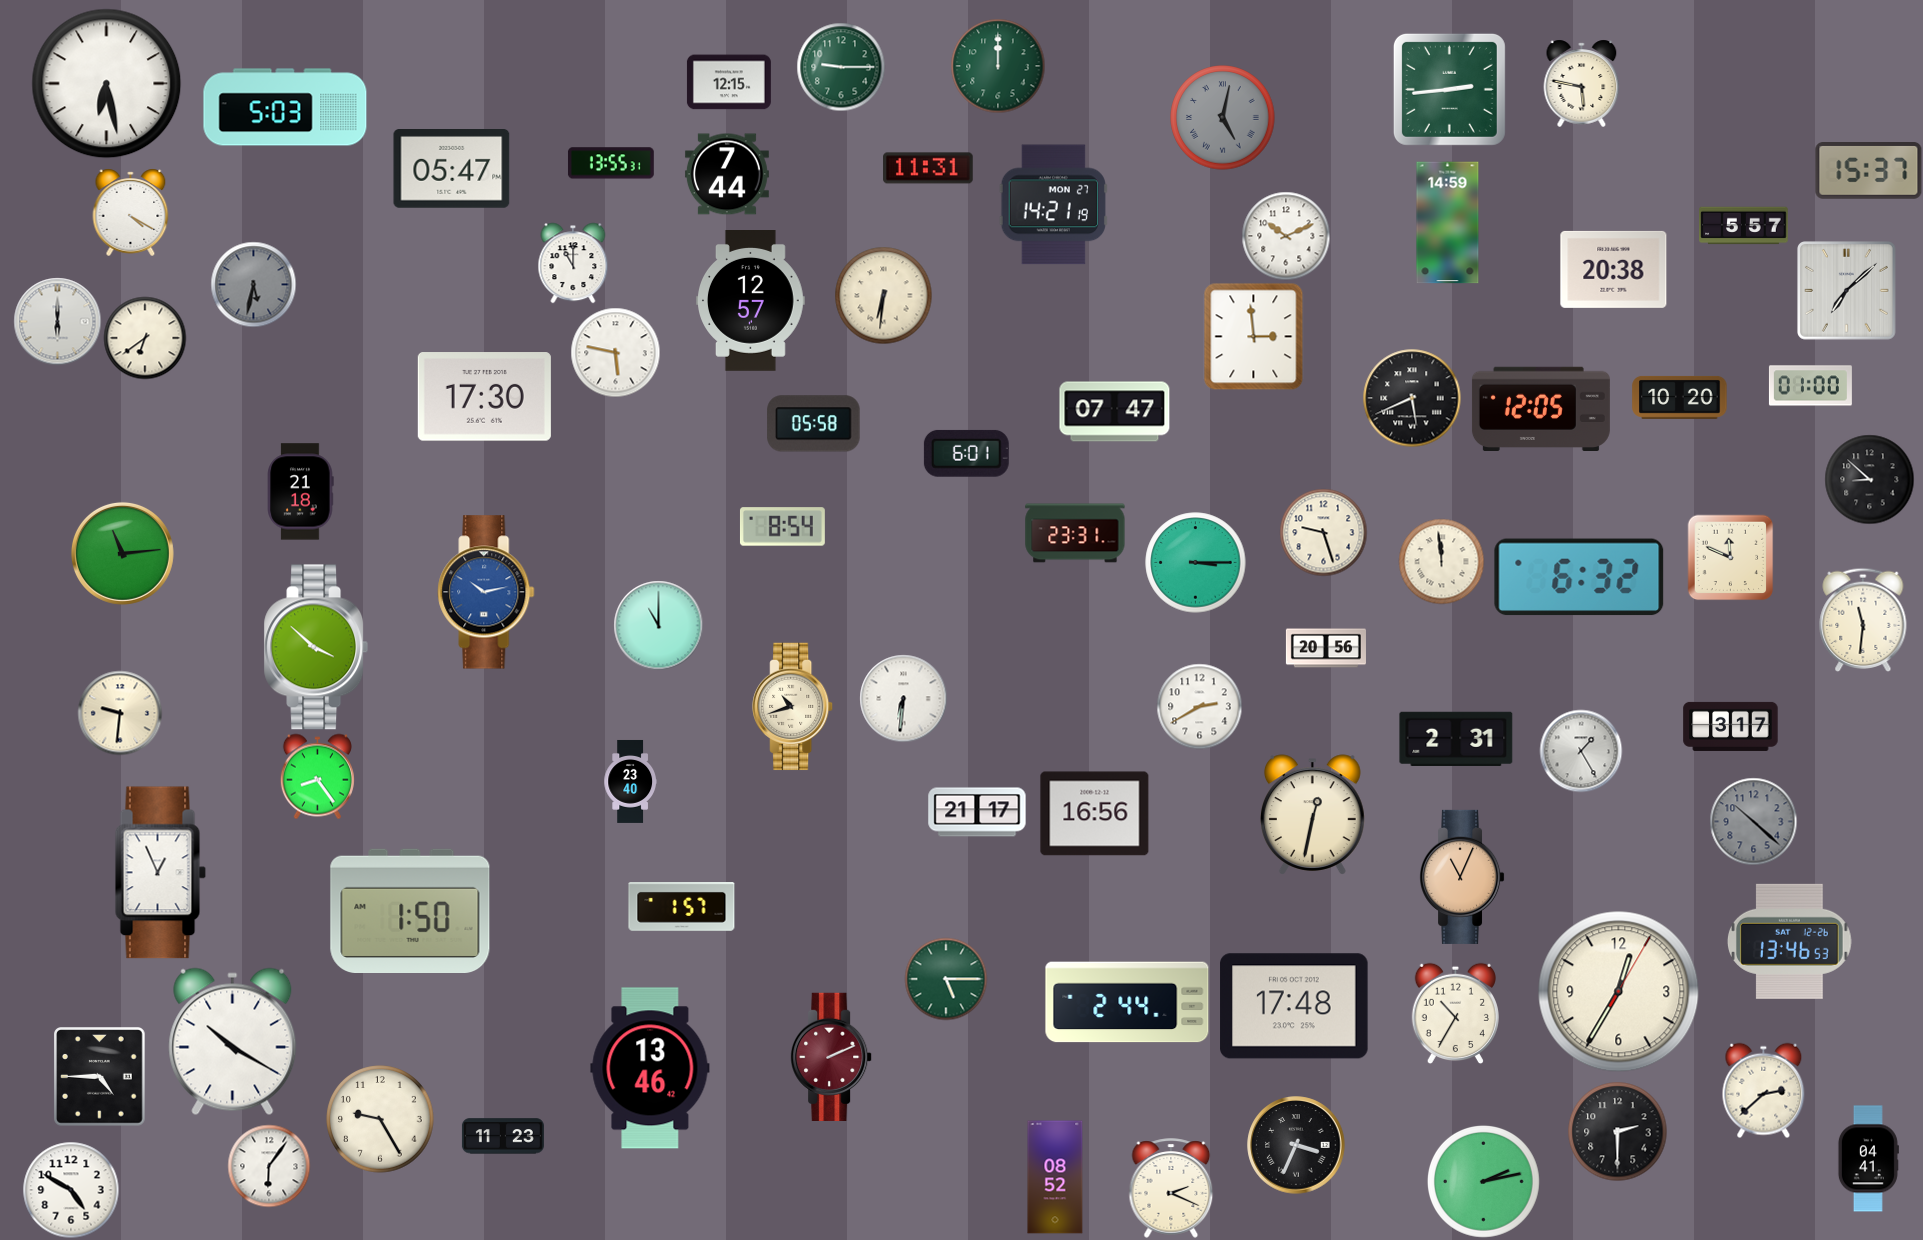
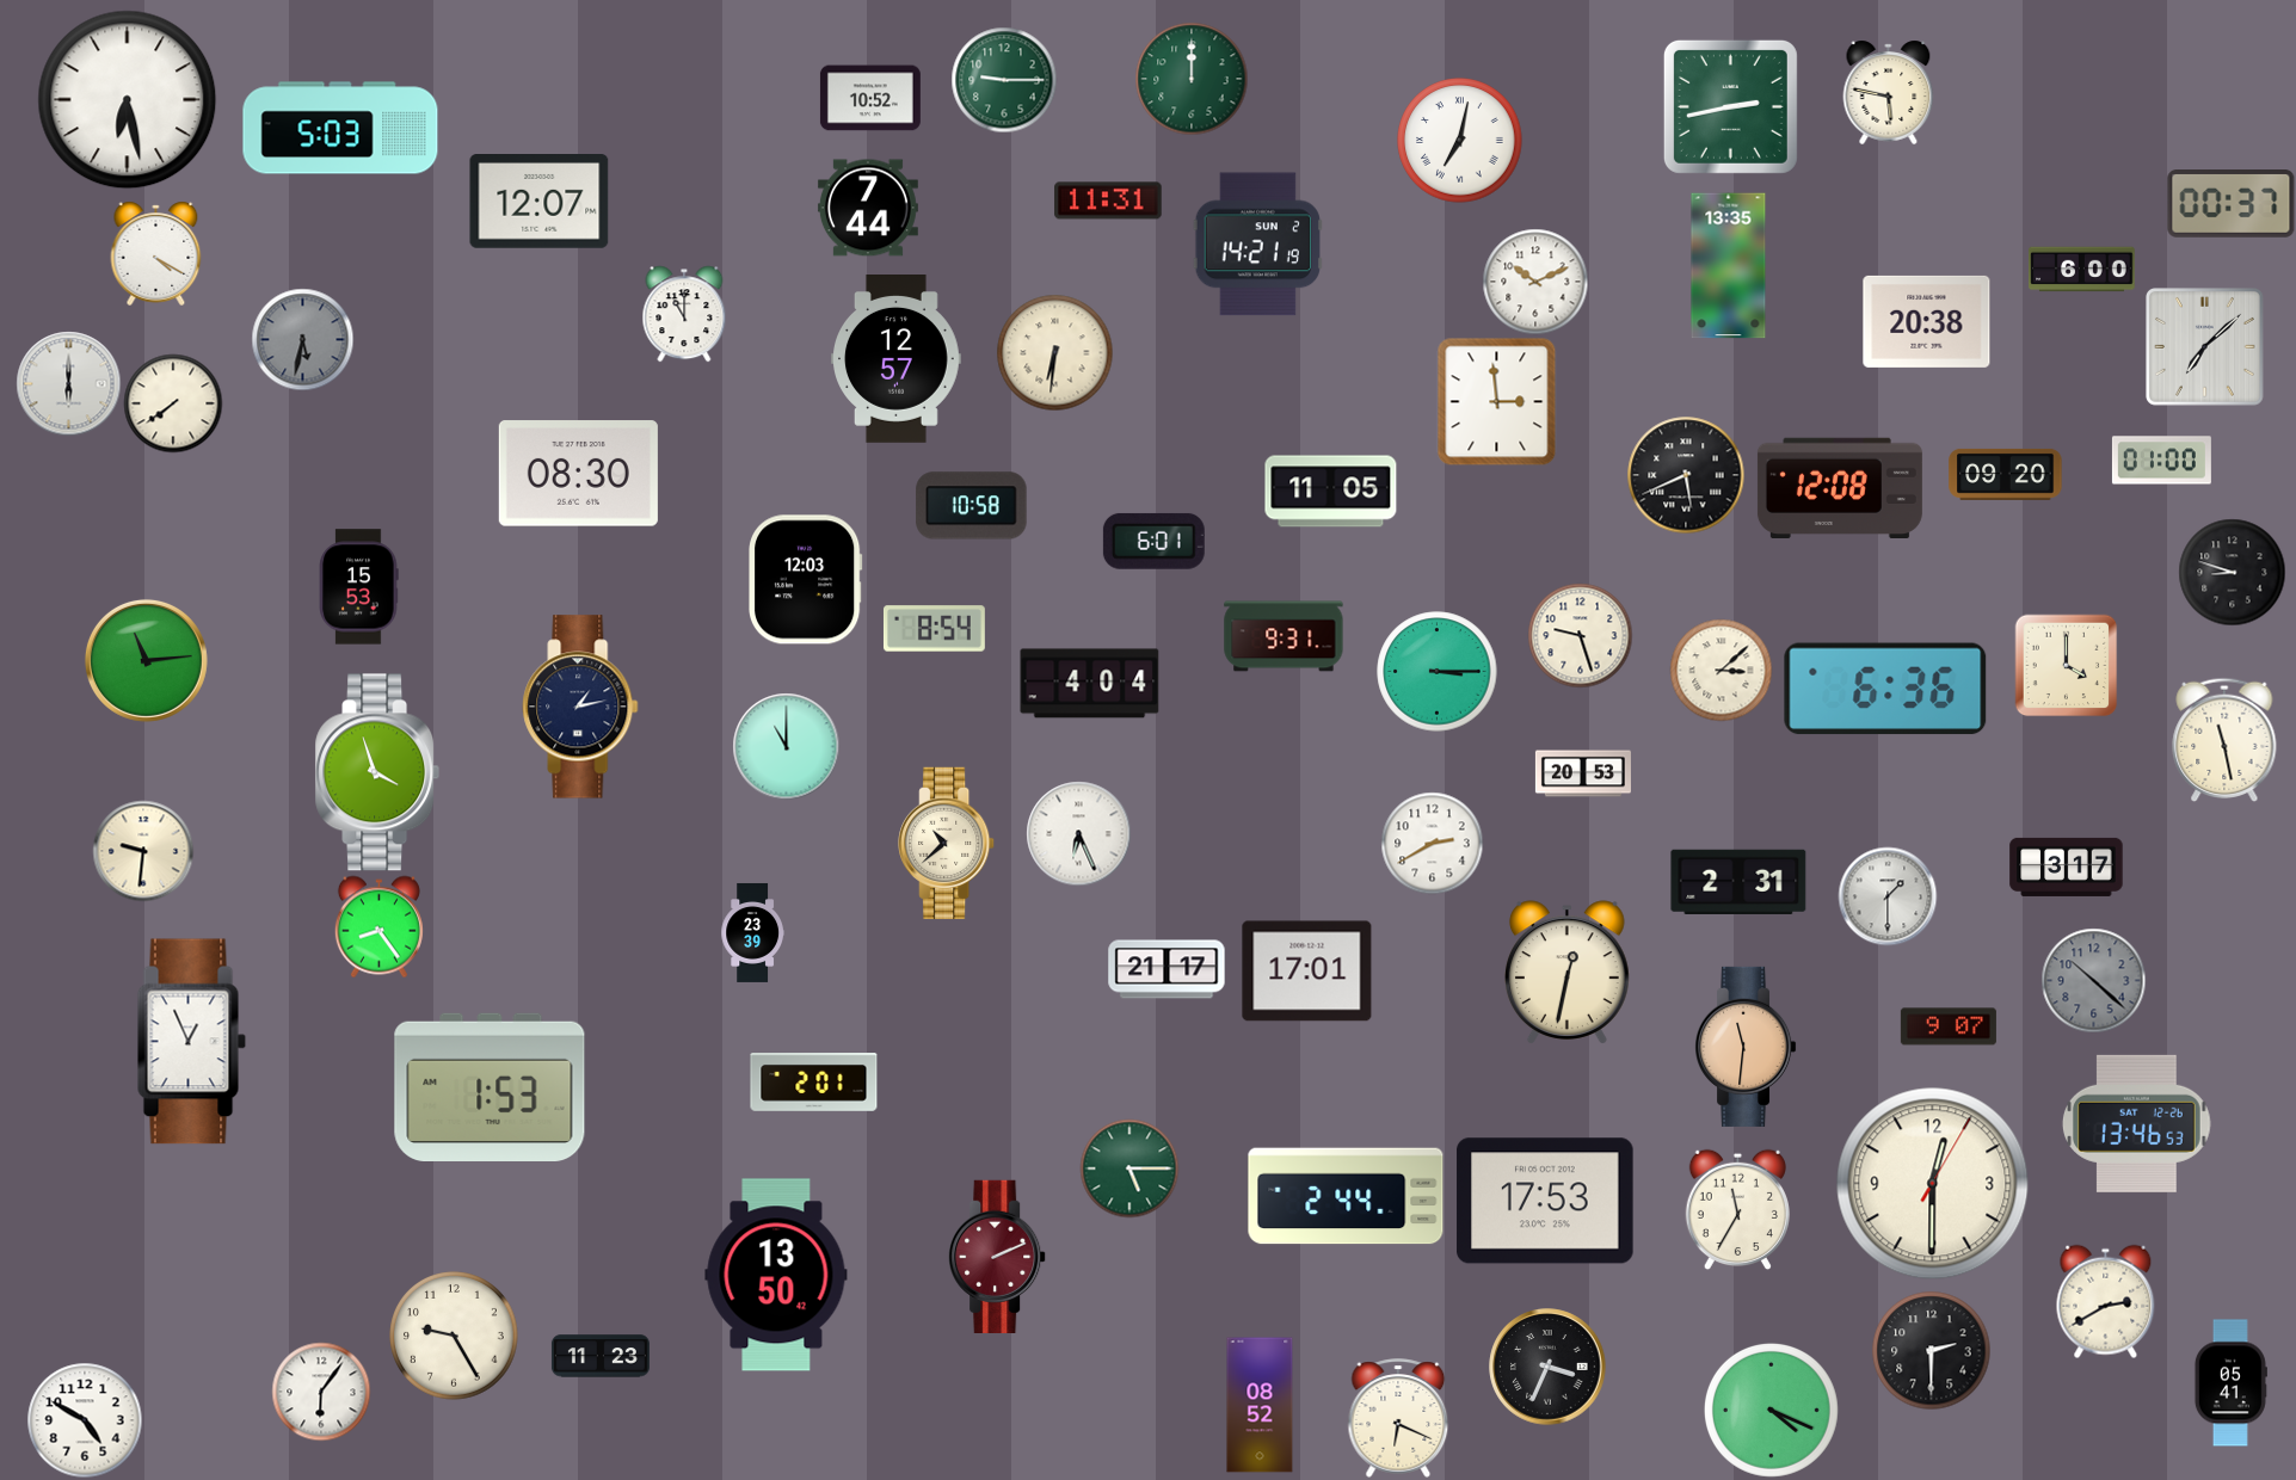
clock at (729, 82): 12:15 -> 10:52
clock at (1582, 83) position: (1582, 83) -> (1889, 92)
clock at (1449, 89): 2:44 -> 2:43
clock at (1223, 118): 5:02 -> 7:02
clock at (1223, 118) dial: grey -> white
clock at (611, 163): 13:55 -> none
clock at (452, 169): 05:47 -> 12:07
clock at (1869, 171): 15:37 -> 00:37
clock at (1053, 205) date: MON 27 -> SUN 2
clock at (1448, 223): 14:59 -> 13:35
clock at (1744, 226): 5:57 -> 6:00
clock at (145, 338): 6:39 -> 7:39
clock at (615, 352): 5:47 -> none
clock at (484, 397): 17:30 -> 08:30
clock at (1680, 397): 10:20 -> 09:20
clock at (1541, 409): 12:05 -> 12:08
clock at (1115, 412): 07:47 -> 11:05
clock at (814, 424): 05:58 -> 10:58
clock at (1869, 479): 8:52 -> 8:48
clock at (805, 580): none -> 12:03
clock at (300, 492): 21:18 -> 15:53
clock at (1075, 533): 23:31 -> 9:31
clock at (1730, 557): 11:49 -> 4:00
clock at (1441, 561): 11:59 -> 3:08
clock at (1196, 563) position: (1196, 563) -> (1438, 672)
clock at (1090, 684): none -> 4:04
clock at (1579, 577): 6:32 -> 6:36
clock at (486, 592): 10:13 -> 1:13
clock at (486, 592) dial: blue -> navy
clock at (1863, 620): 11:31 -> 11:28
clock at (316, 647): 3:52 -> 3:57
clock at (1326, 648): 20:56 -> 20:53
clock at (903, 698): 6:31 -> 6:26
clock at (793, 707): 10:42 -> 10:38
clock at (1581, 751): 1:25 -> 1:30
clock at (630, 781): 23:40 -> 23:39
clock at (1095, 814): 16:56 -> 17:01
clock at (1949, 1026): none -> 9:07
clock at (1462, 877): 11:04 -> 11:31
clock at (682, 907): 1:57 -> 2:01
clock at (410, 910): 1:50 -> 1:53
clock at (1619, 992): 12:35 -> 12:30
clock at (1294, 1006): 17:48 -> 17:53
clock at (1455, 1013): 10:35 -> 11:35
clock at (233, 1042): 10:20 -> none
clock at (831, 1056) position: (831, 1056) -> (997, 1256)
clock at (650, 1068): 13:46 -> 13:50
clock at (100, 1077): 4:45 -> none
clock at (1764, 1090): 2:38 -> 2:40
clock at (1868, 1159): 04:41 -> 05:41
clock at (1483, 1181): 2:13 -> 4:19
clock at (1171, 1188): 2:19 -> 6:19
